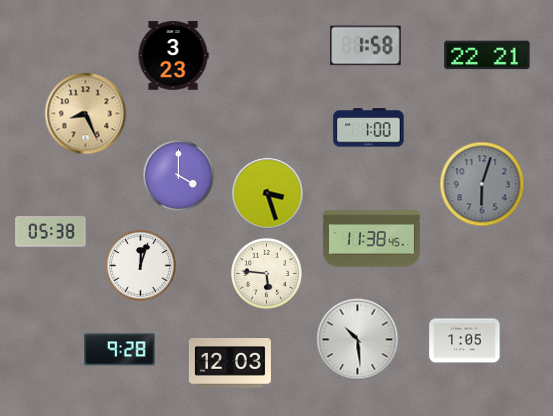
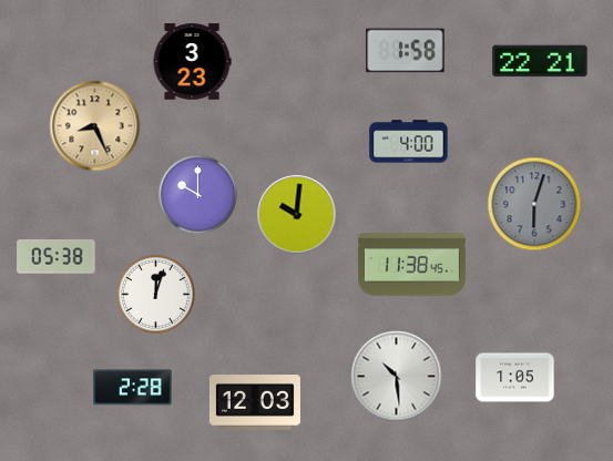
clock at (369, 128): 1:00 -> 4:00
clock at (178, 175): 4:00 -> 10:00
clock at (268, 194): 3:27 -> 10:01
clock at (266, 273): 5:46 -> none
clock at (120, 350): 9:28 -> 2:28
